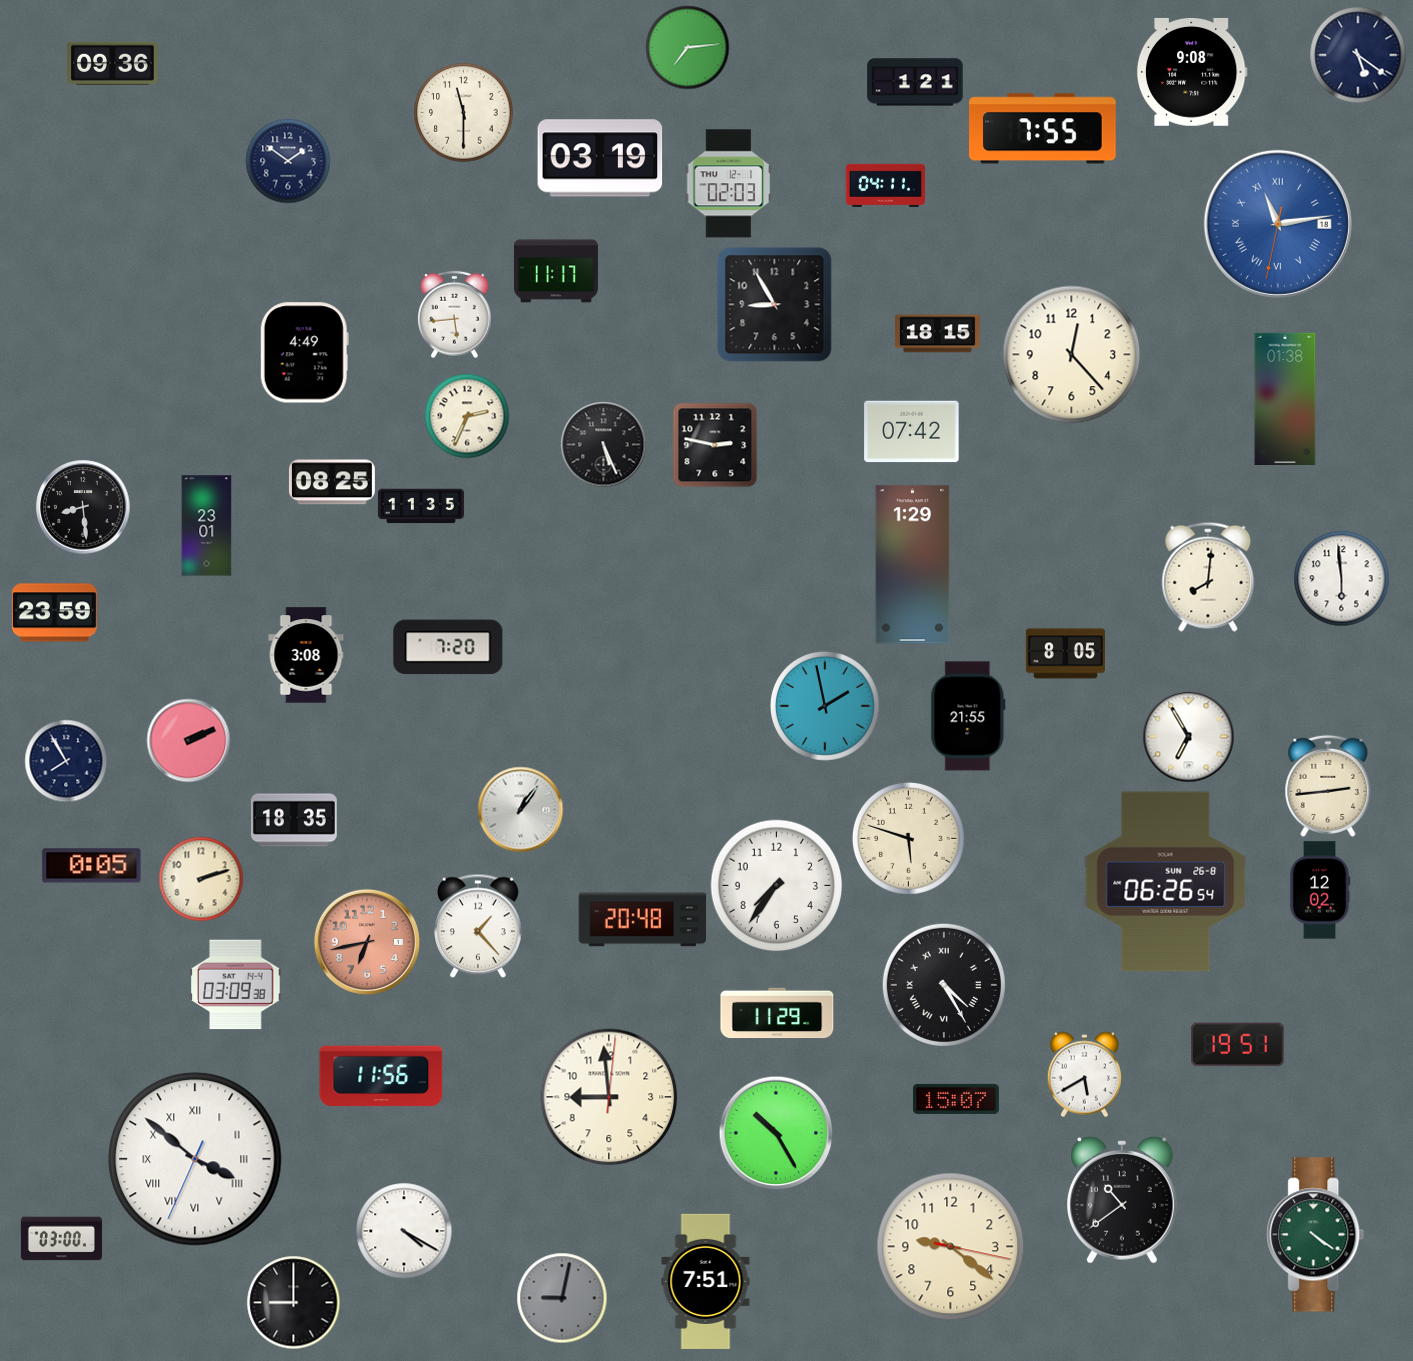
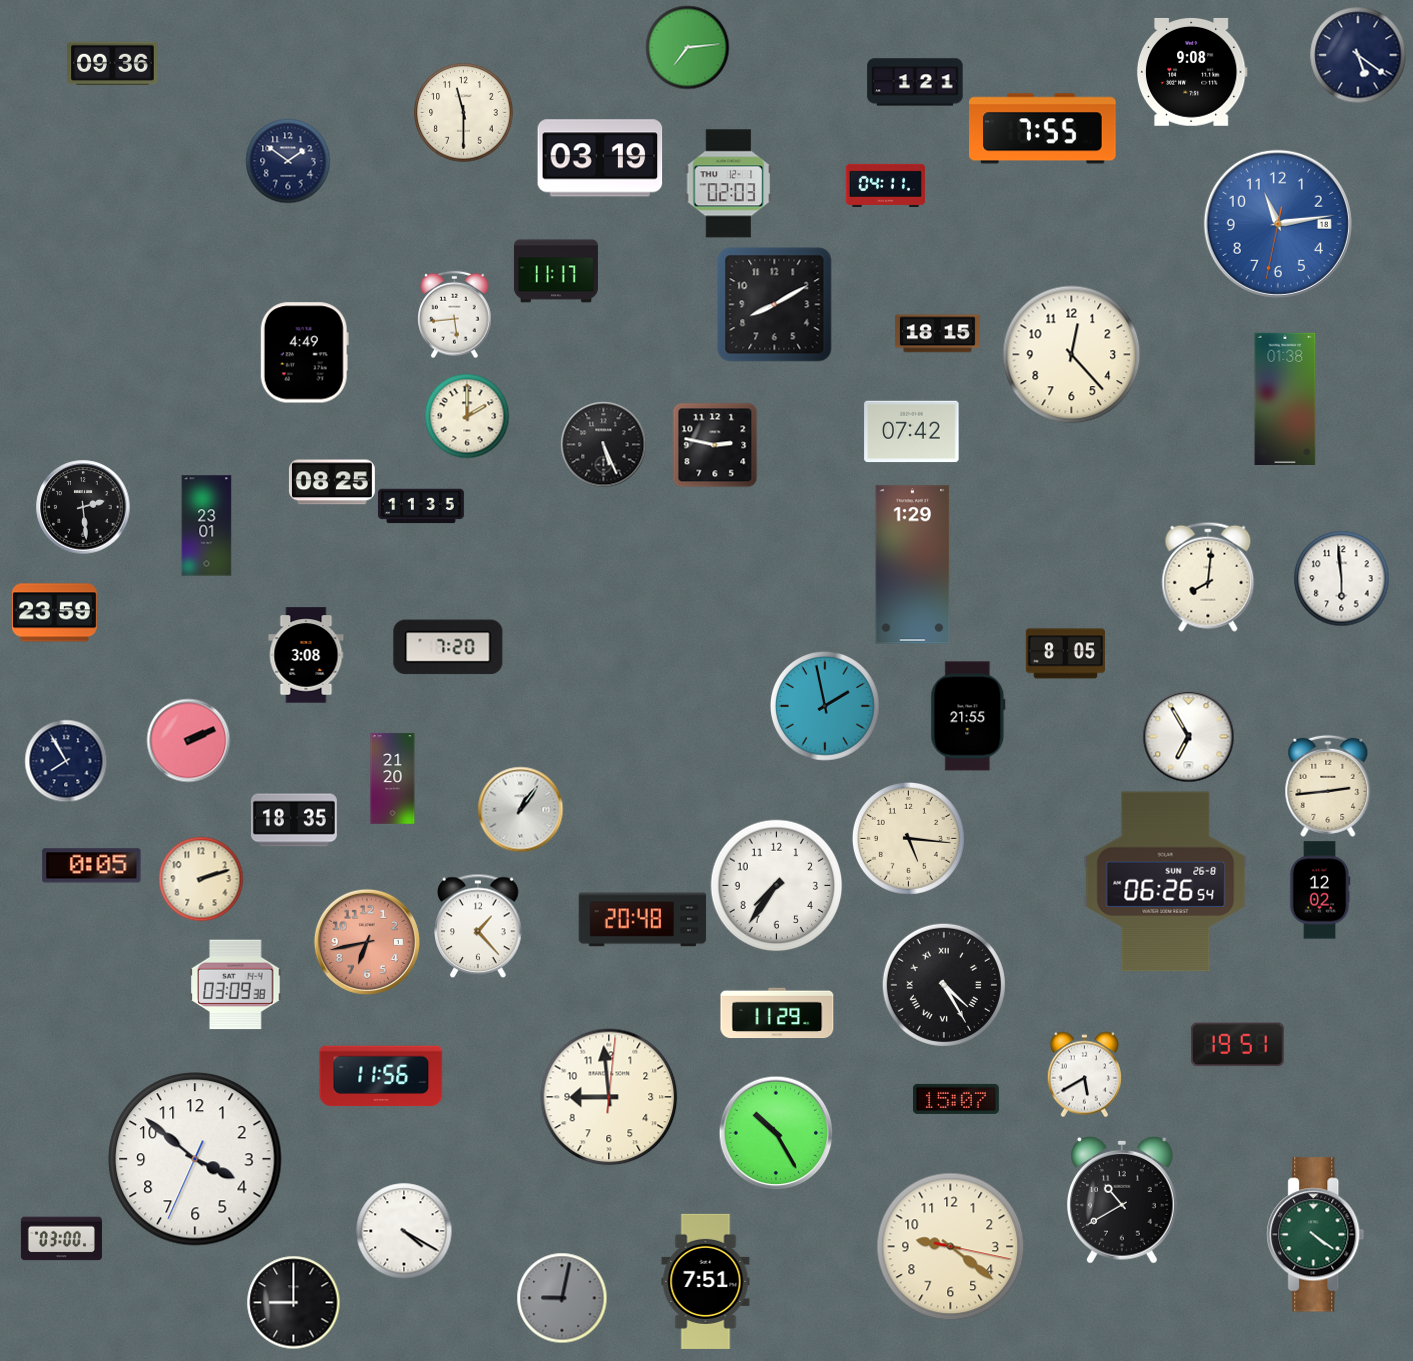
clock at (1278, 224) numerals: Roman -> Arabic
clock at (775, 305): 8:55 -> 8:10
clock at (467, 416): 2:34 -> 2:00
clock at (83, 507): 8:29 -> 2:29
clock at (393, 779): none -> 21:20
clock at (908, 838): 5:48 -> 5:16
clock at (195, 1159) numerals: Roman -> Arabic
clock at (1123, 1201): 10:39 -> 10:40
